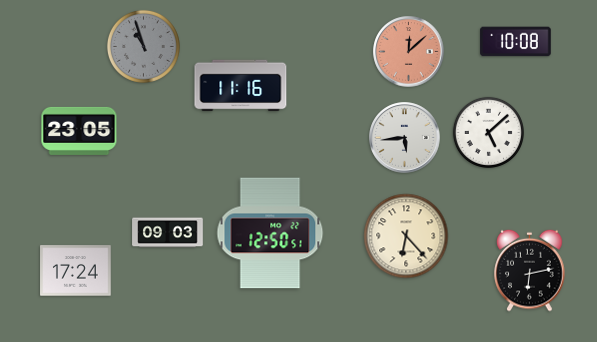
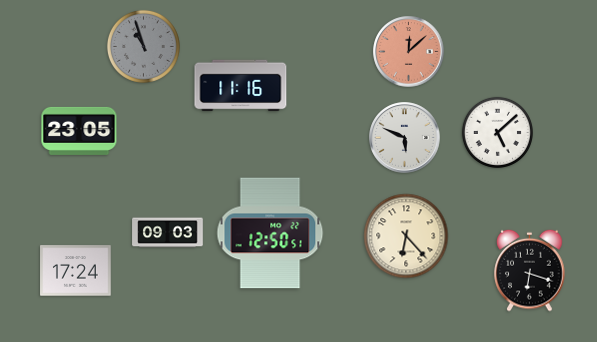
clock at (516, 42): 10:08 -> none
clock at (488, 132) position: (488, 132) -> (497, 132)
clock at (405, 138): 5:44 -> 5:49
clock at (530, 270): 6:13 -> 6:18
